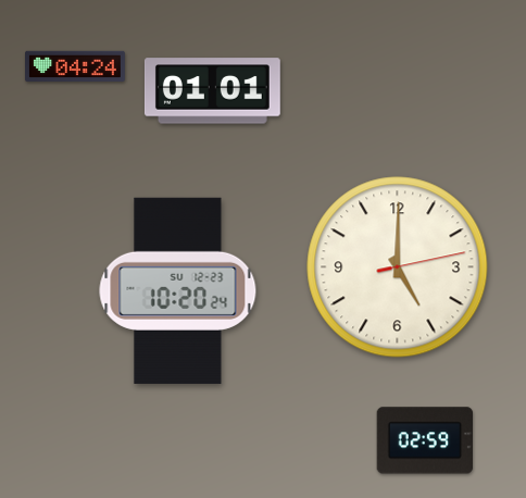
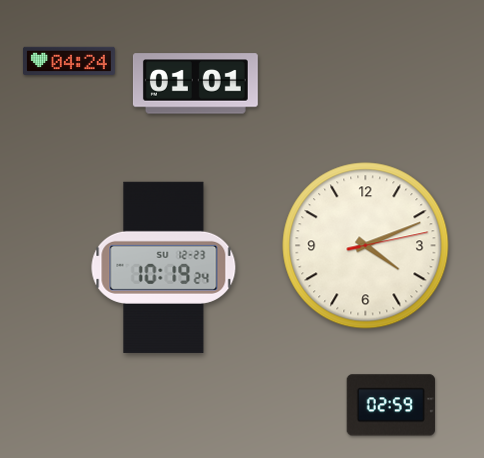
clock at (398, 267): 5:00 -> 4:11
clock at (178, 290): 10:20 -> 10:19
